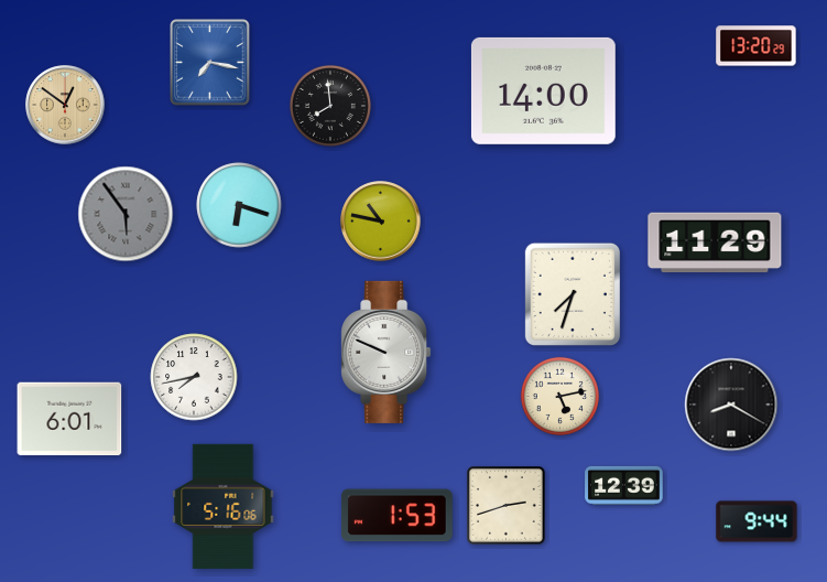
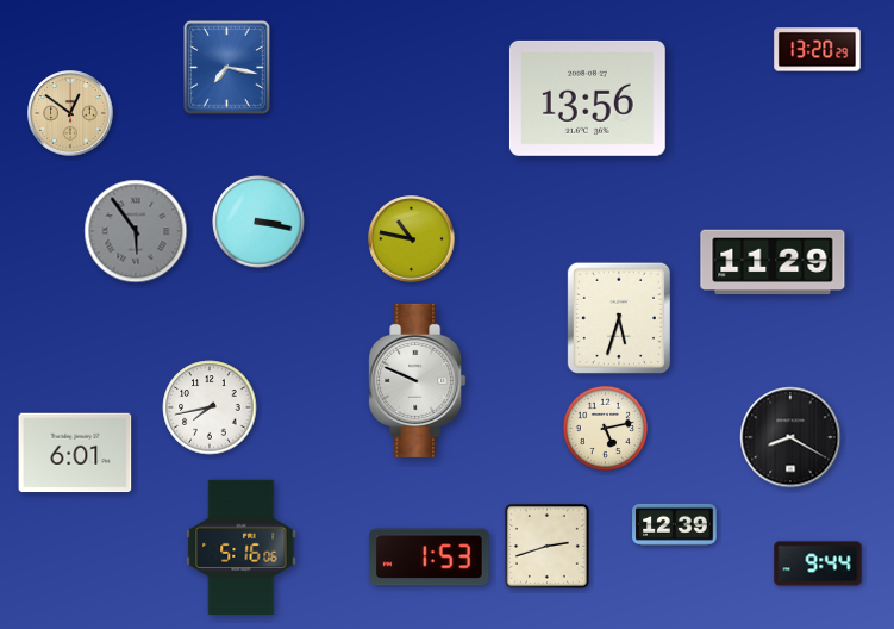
clock at (543, 90): 14:00 -> 13:56
clock at (330, 106): 7:59 -> none
clock at (239, 205): 6:18 -> 3:17
clock at (573, 294): 7:33 -> 5:33
